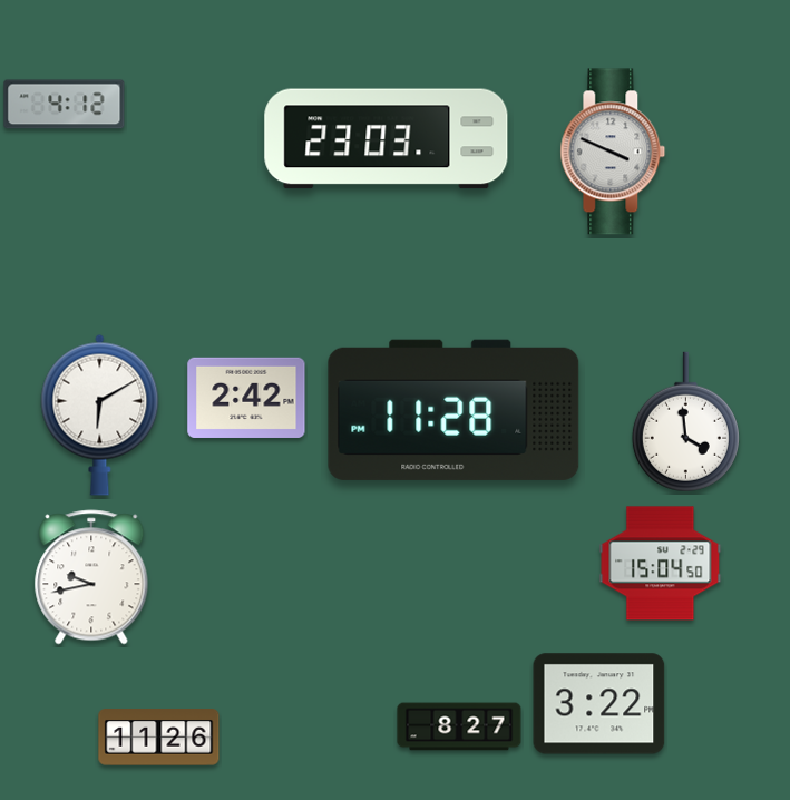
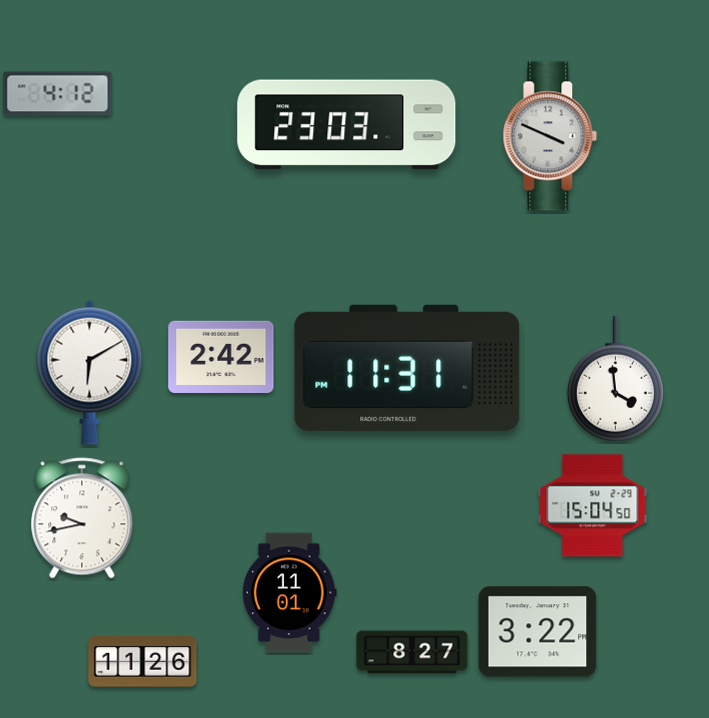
clock at (453, 410): 11:28 -> 11:31
clock at (290, 593): none -> 11:01
